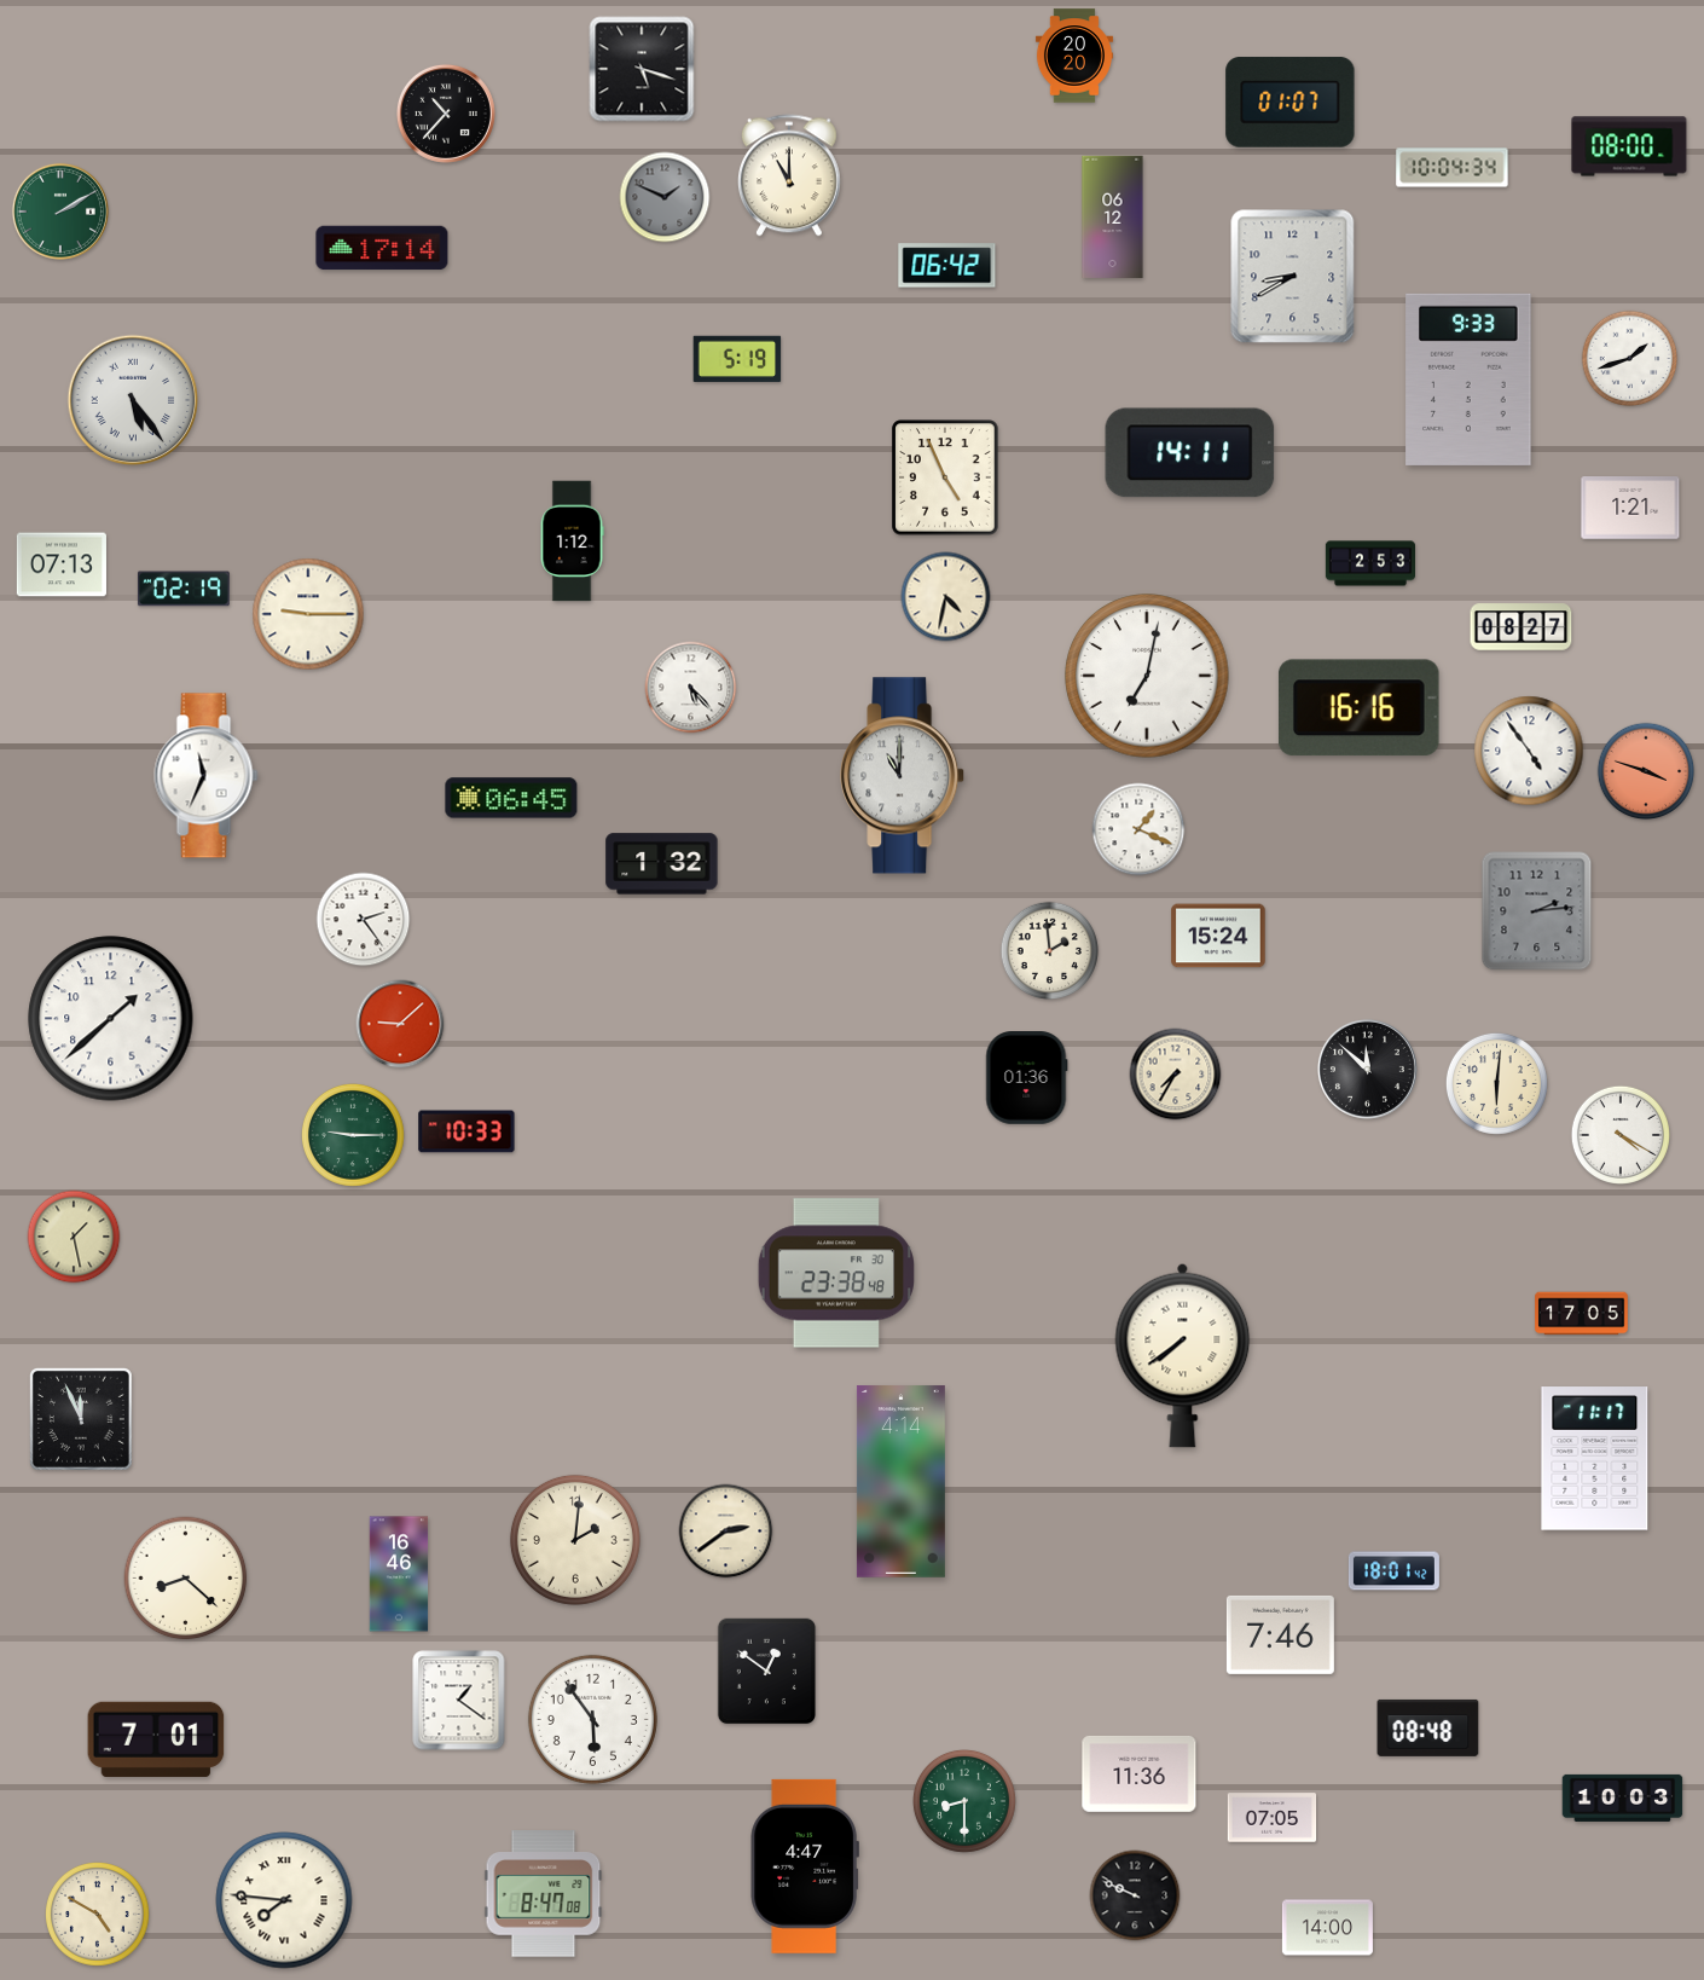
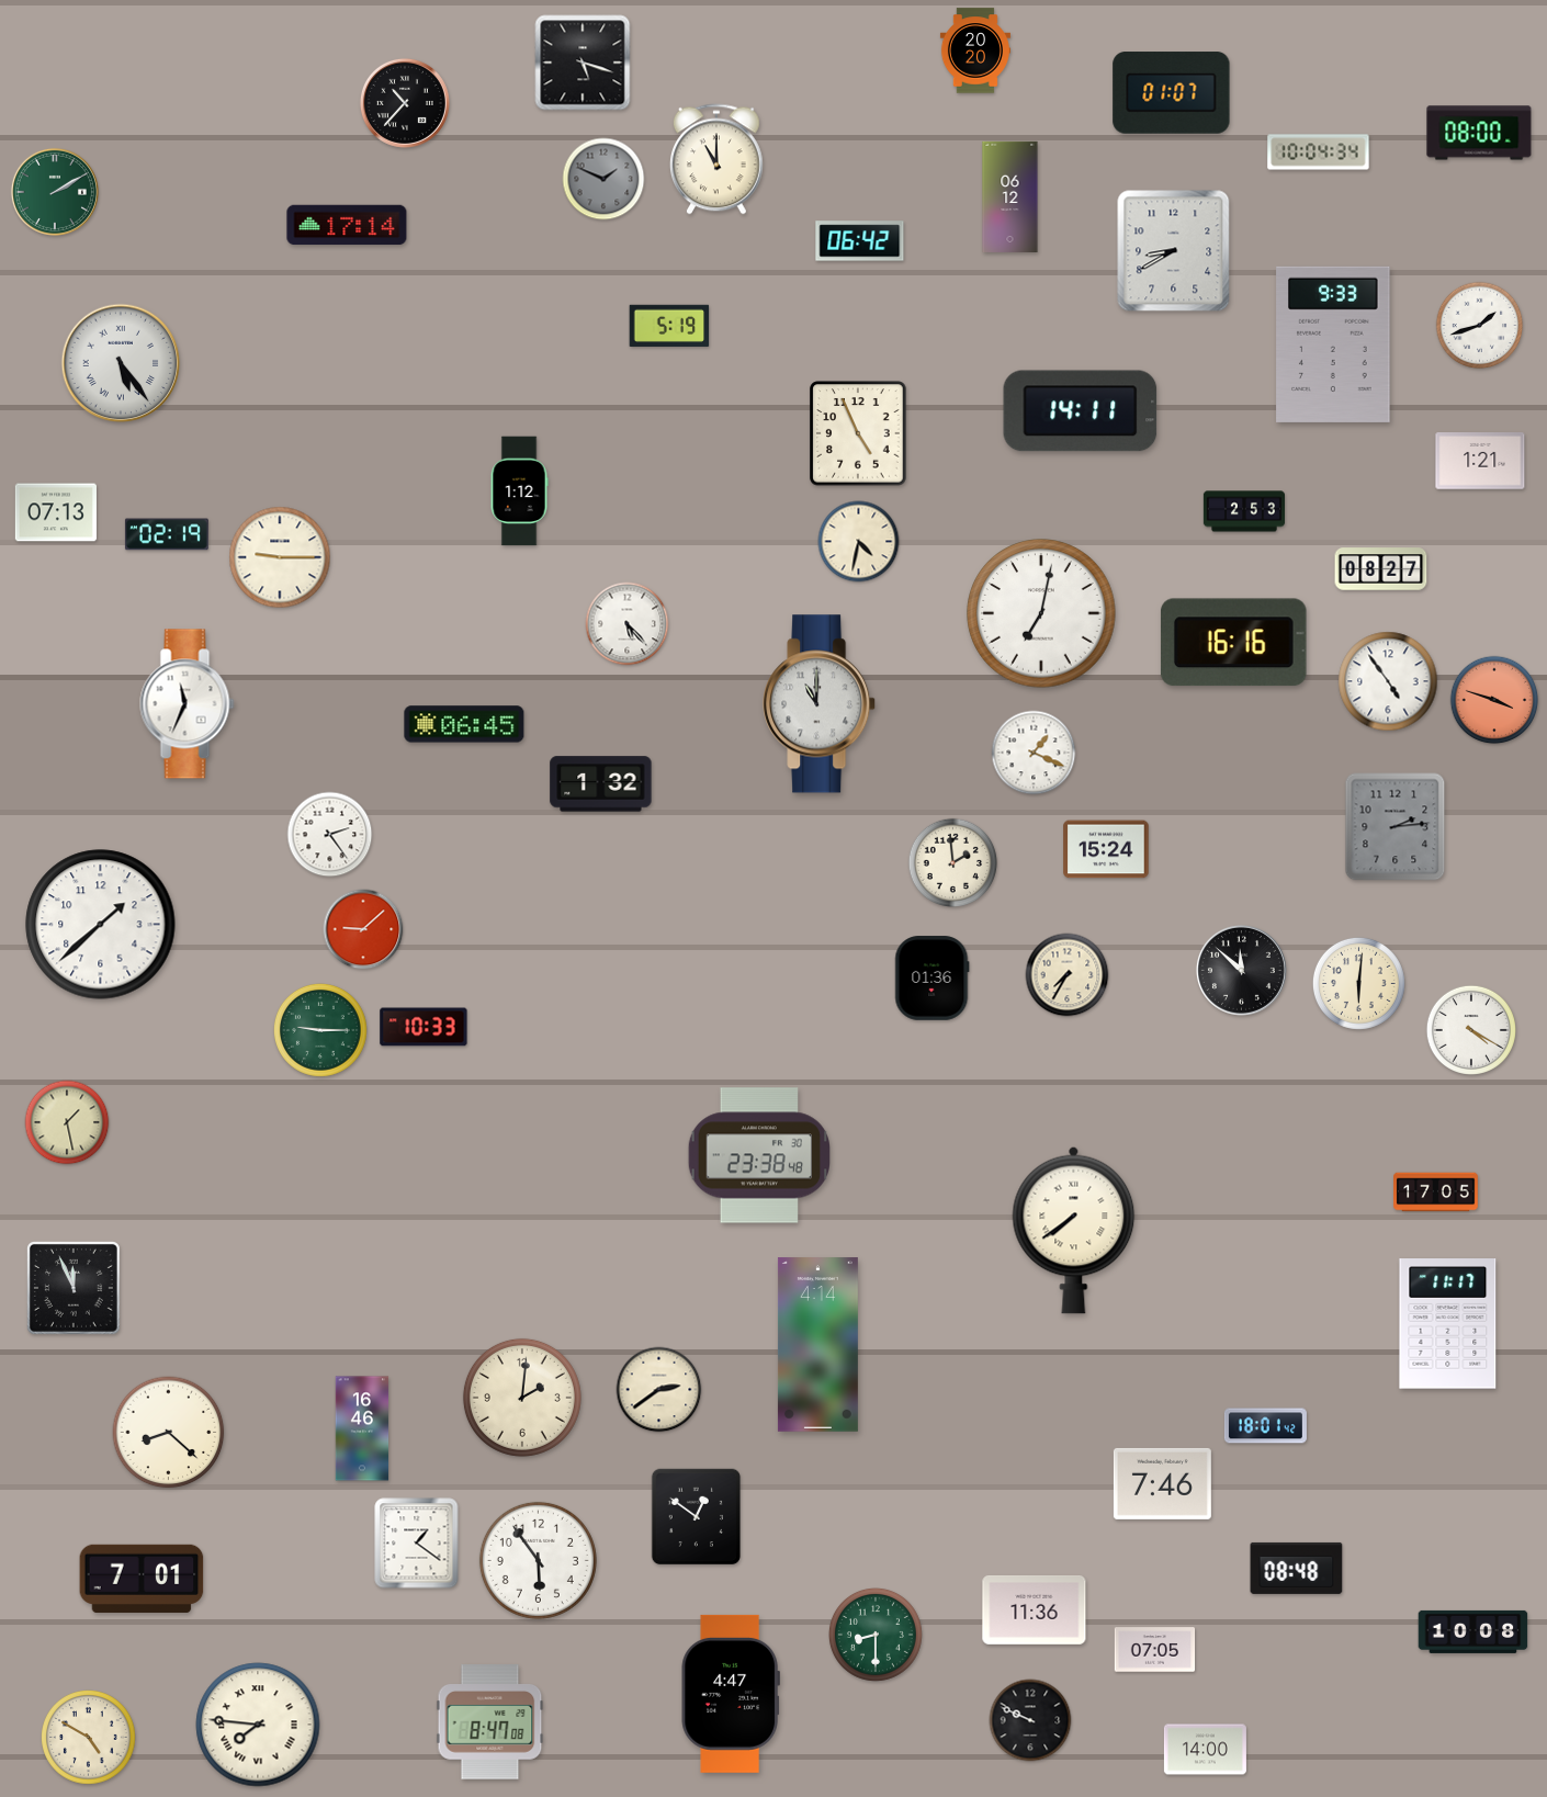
clock at (1623, 1797): 10:03 -> 10:08
clock at (544, 1894) position: (544, 1894) -> (490, 1722)
